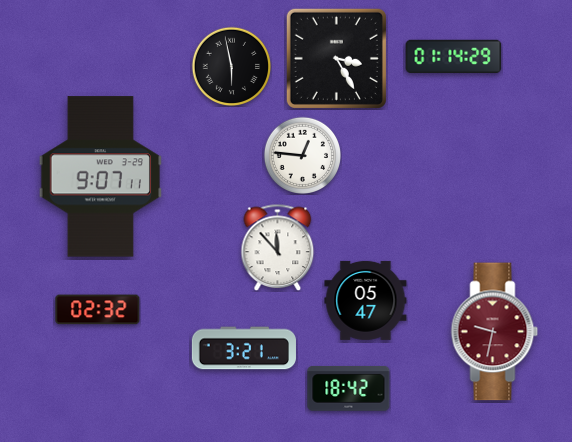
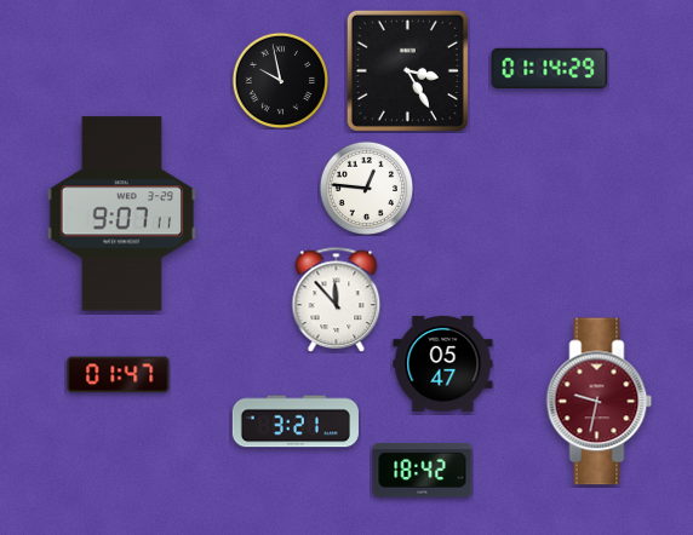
clock at (231, 66): 5:58 -> 9:58
clock at (98, 310): 02:32 -> 01:47
